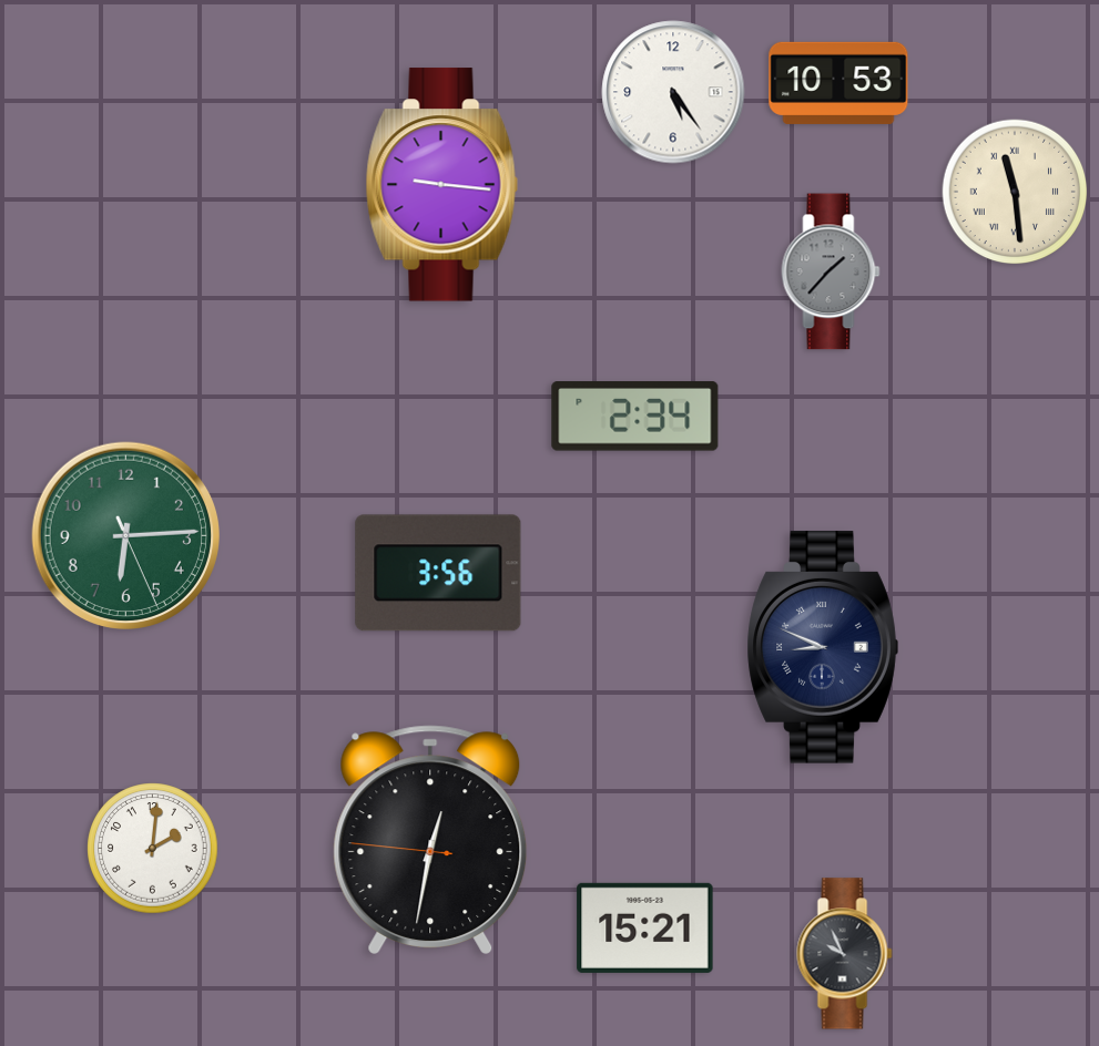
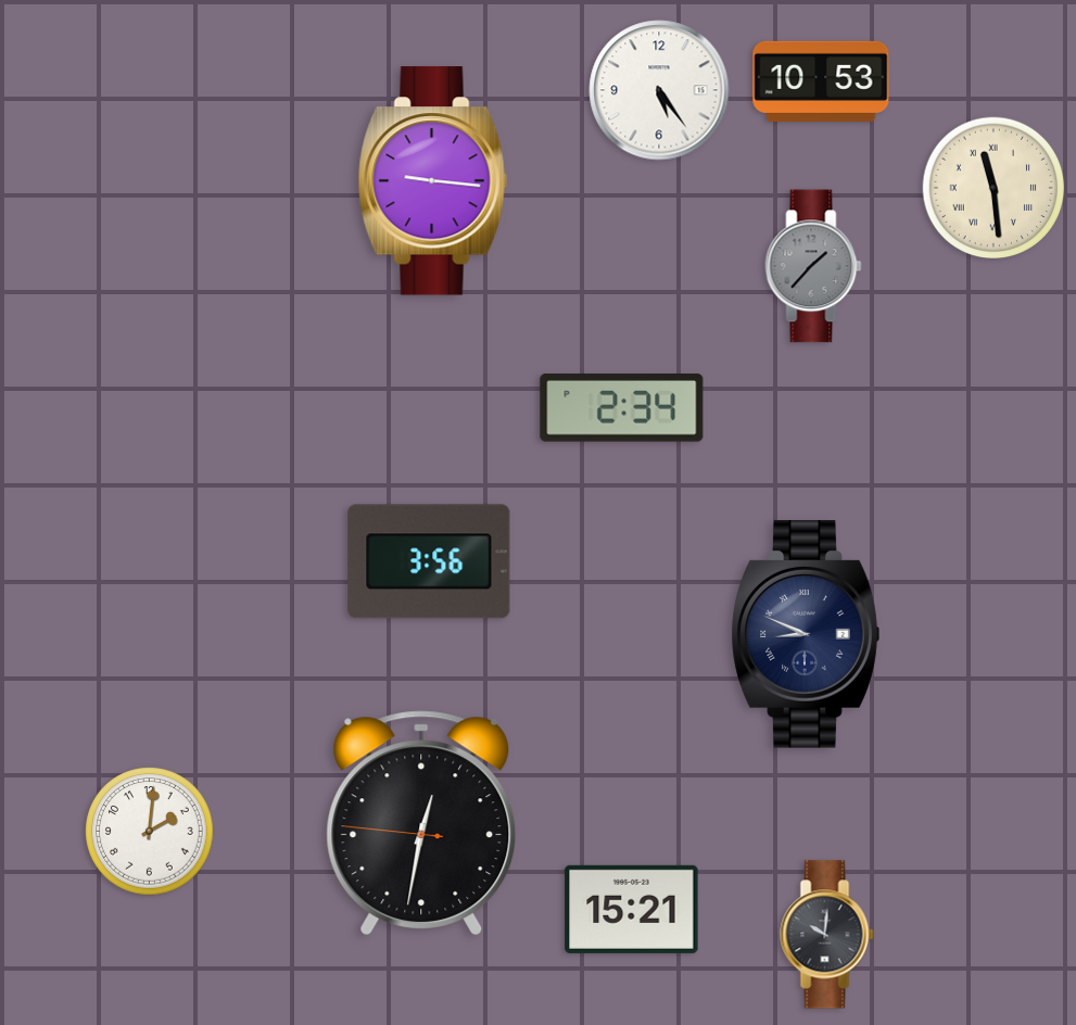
clock at (125, 535): 6:14 -> none
clock at (845, 954): 9:56 -> 10:01
